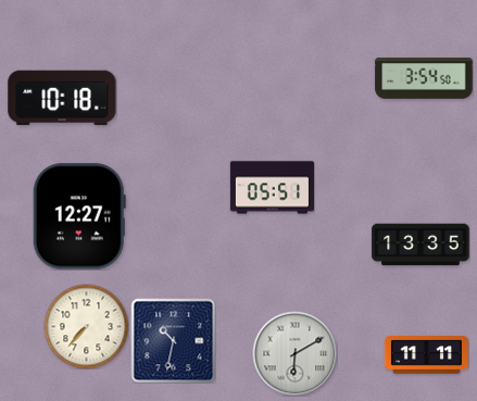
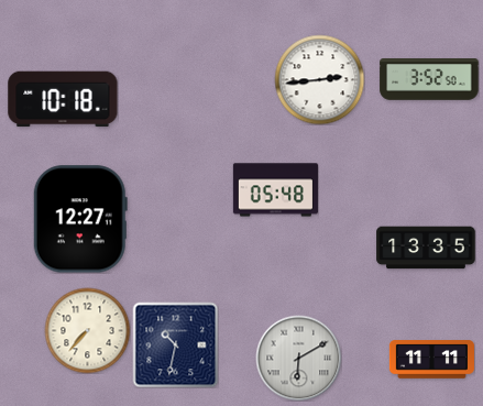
clock at (319, 79): none -> 2:44
clock at (424, 79): 3:54 -> 3:52
clock at (272, 188): 05:51 -> 05:48
